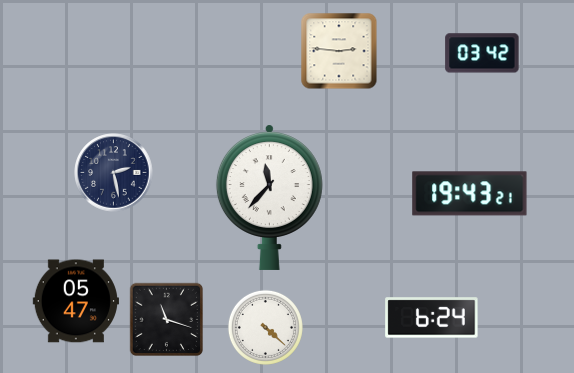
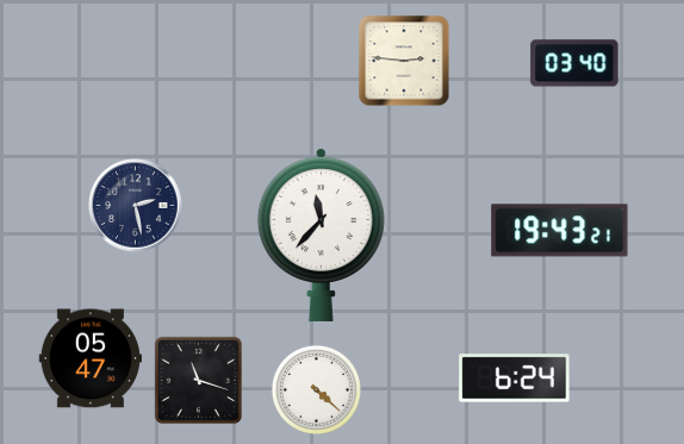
clock at (482, 53): 03:42 -> 03:40
